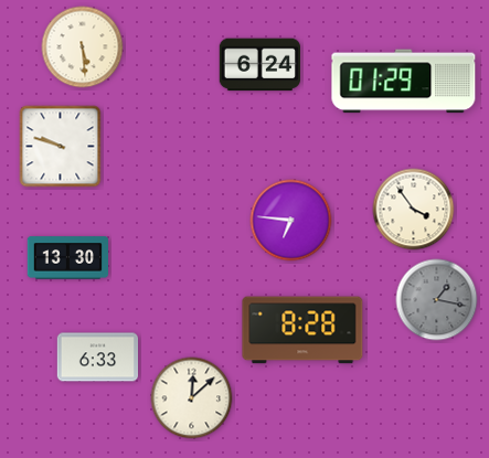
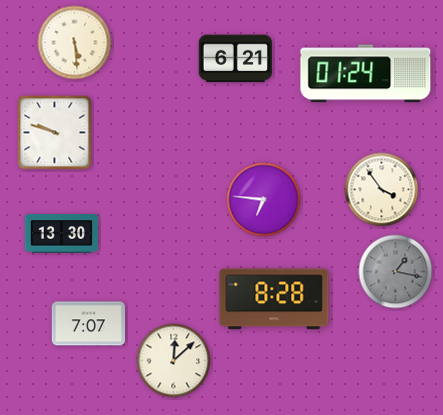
clock at (259, 65): 6:24 -> 6:21
clock at (404, 82): 01:29 -> 01:24
clock at (414, 210) position: (414, 210) -> (382, 190)
clock at (97, 358): 6:33 -> 7:07
